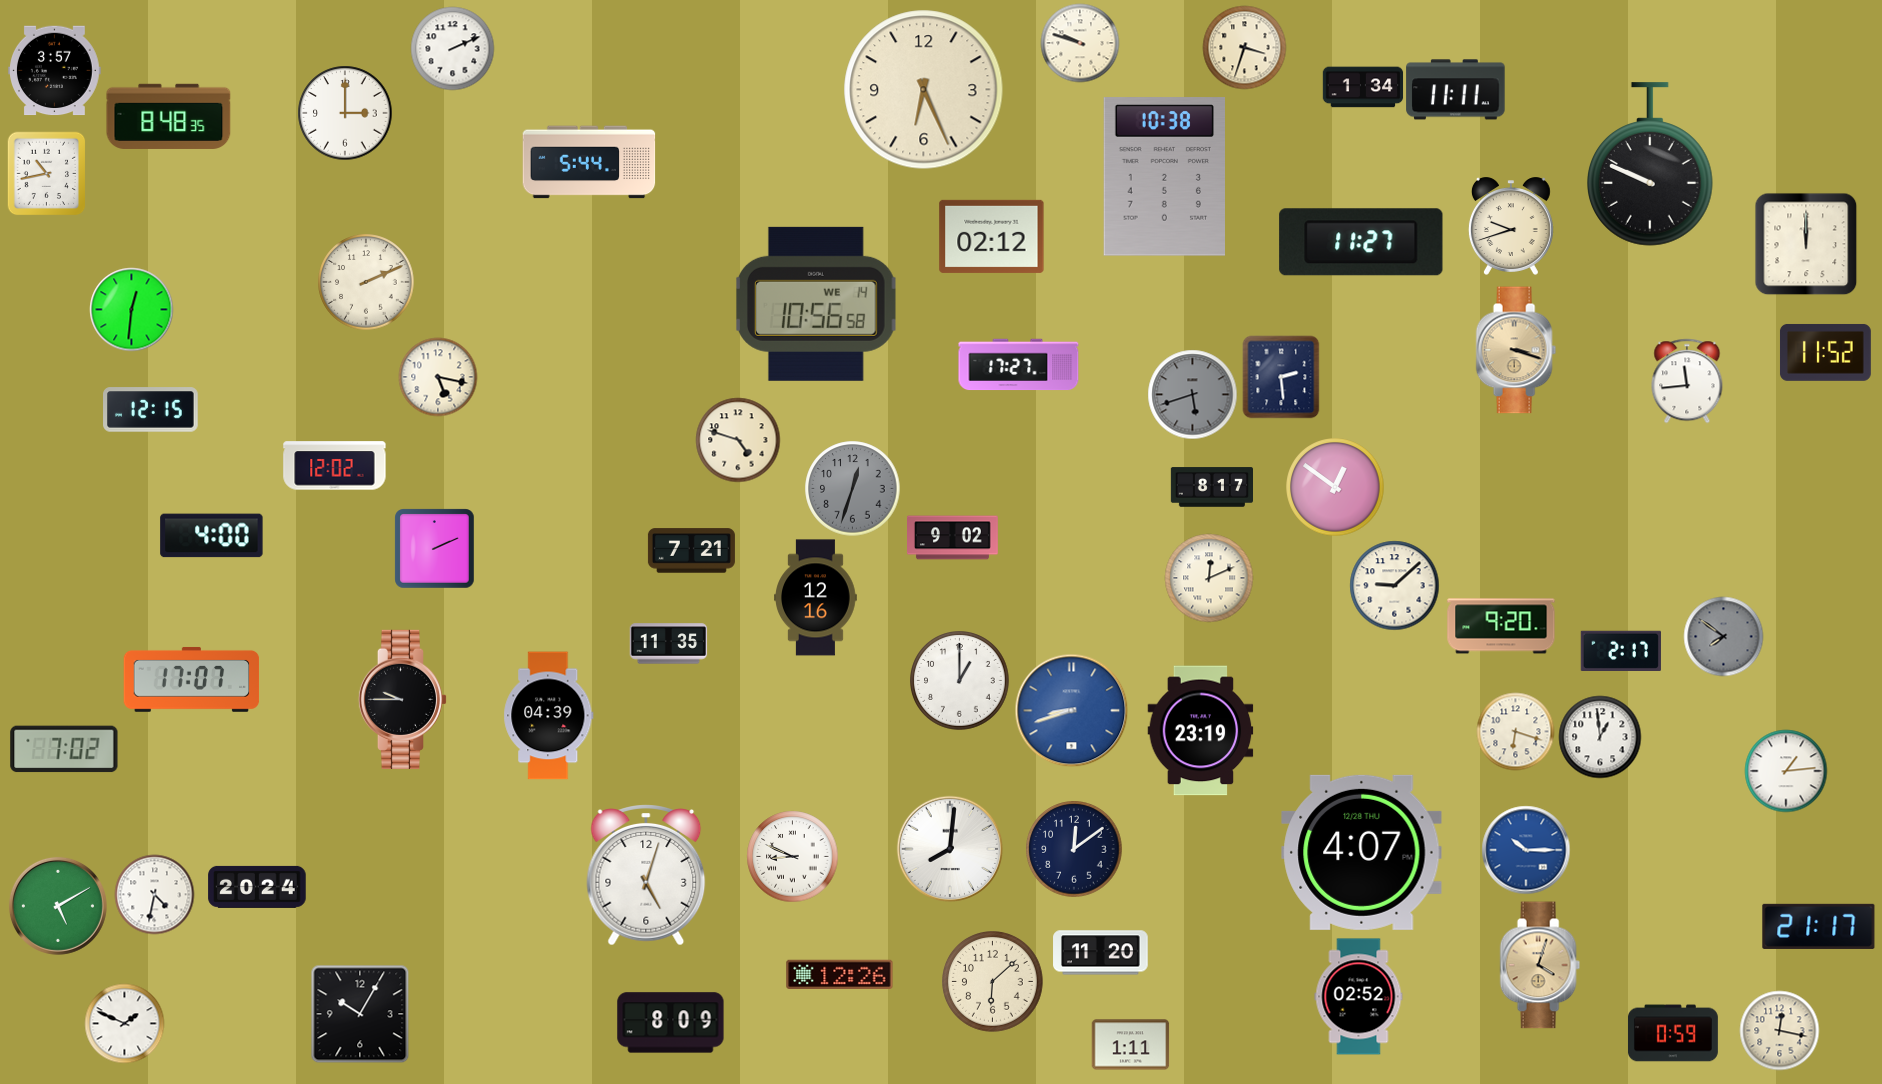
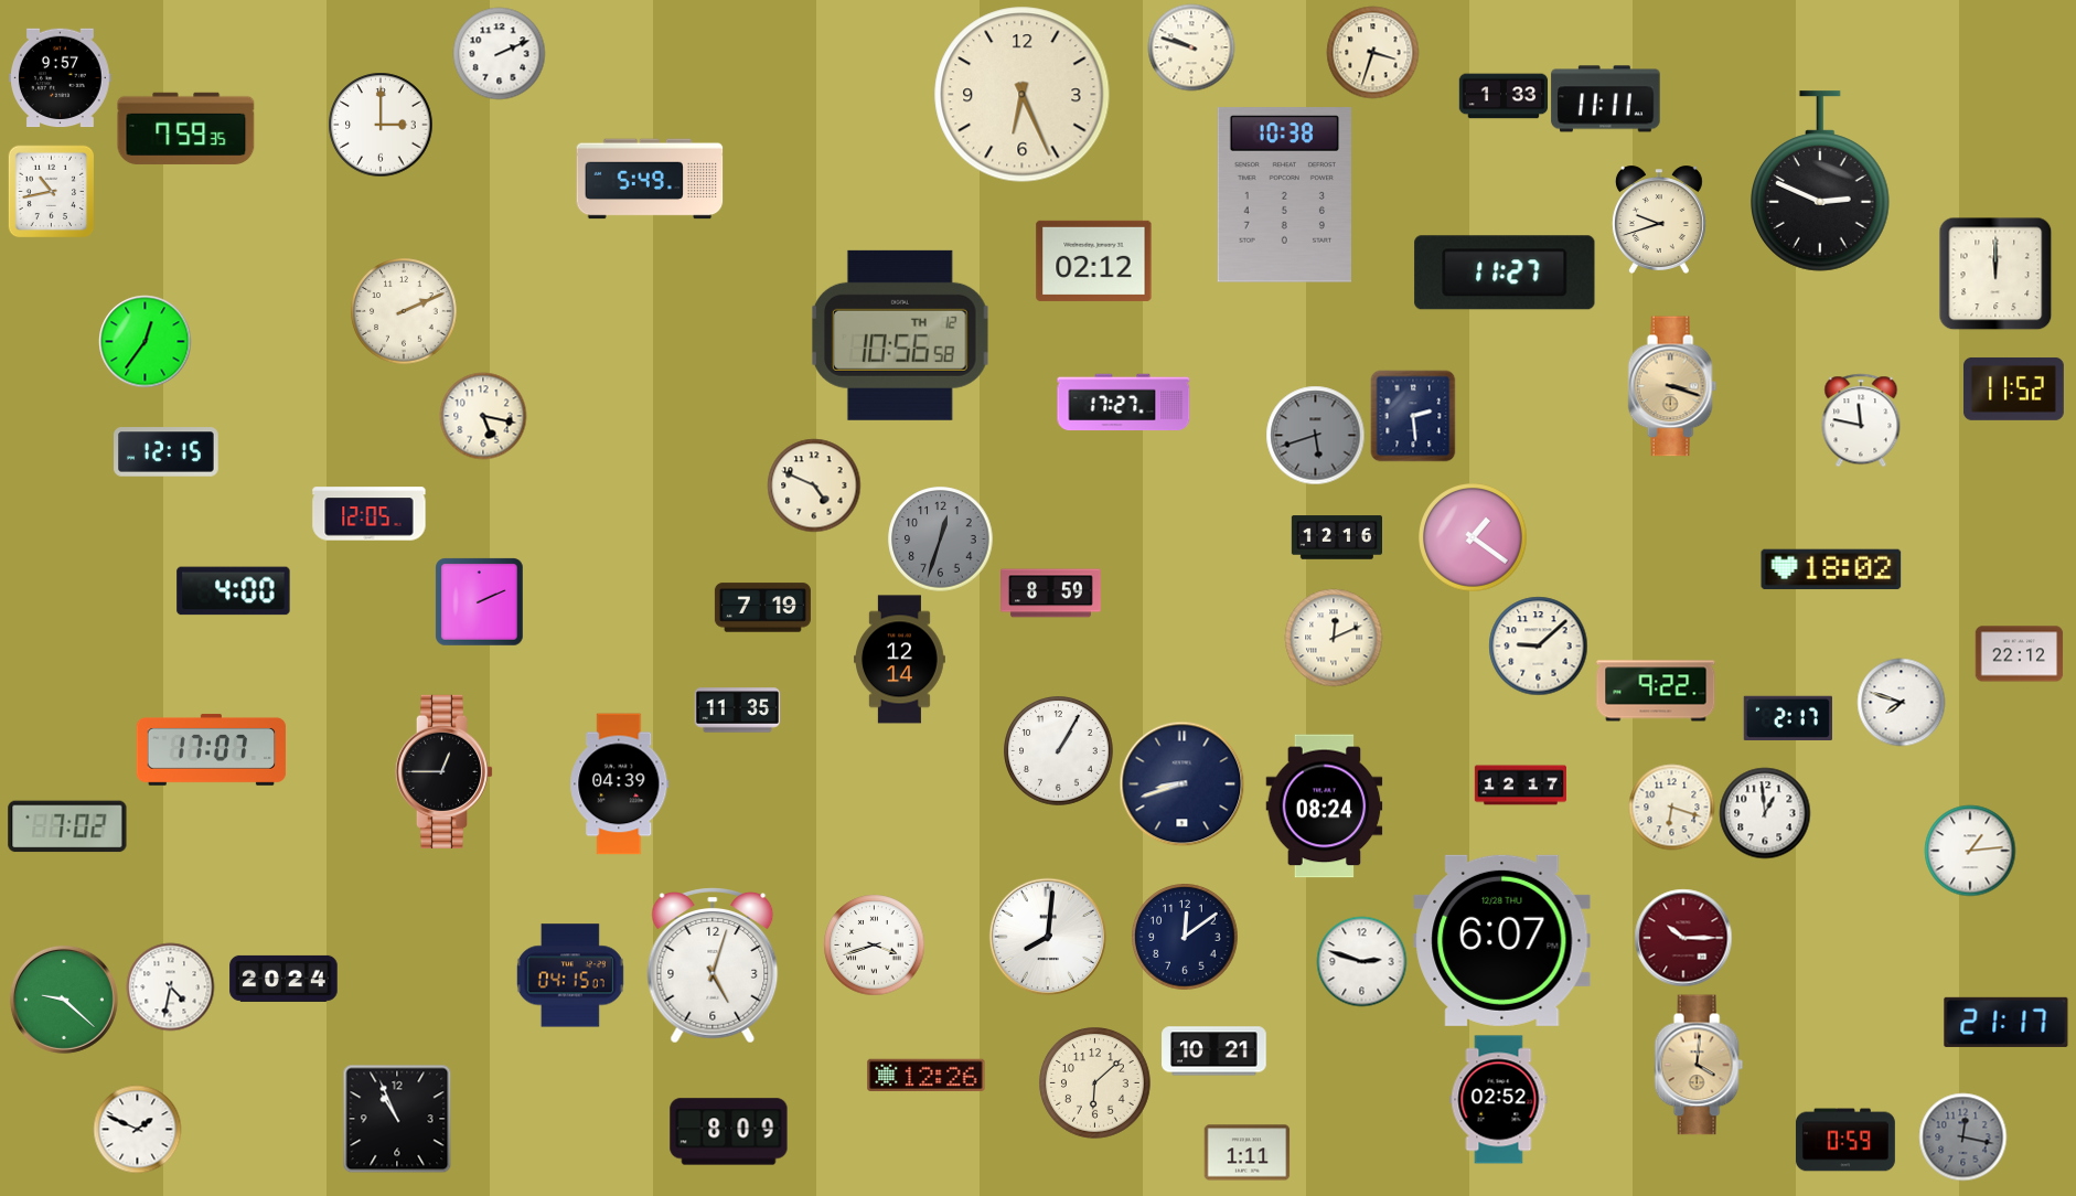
clock at (55, 71): 3:57 -> 9:57
clock at (1363, 87): 1:34 -> 1:33
clock at (924, 90) position: (924, 90) -> (1023, 95)
clock at (169, 116): 8:48 -> 7:59
clock at (589, 162): 5:44 -> 5:49
clock at (1651, 164): 9:49 -> 2:49
clock at (1511, 226) position: (1511, 226) -> (1659, 220)
clock at (1361, 242) position: (1361, 242) -> (1505, 273)
clock at (1806, 244) position: (1806, 244) -> (1995, 274)
clock at (817, 304) date: WE 14 -> TH 12
clock at (131, 309): 12:31 -> 12:36
clock at (1687, 381): 11:44 -> 11:47
clock at (738, 440): 4:48 -> 4:49
clock at (335, 466): 12:02 -> 12:05
clock at (1211, 487): 8:17 -> 12:16
clock at (1335, 487): 12:51 -> 1:21
clock at (1831, 569): none -> 18:02
clock at (953, 538): 9:02 -> 8:59
clock at (434, 548) position: (434, 548) -> (479, 601)
clock at (691, 551): 7:21 -> 7:19
clock at (2019, 654): none -> 22:12
clock at (816, 598): 12:16 -> 12:14
clock at (1501, 626): 9:20 -> 9:22
clock at (1723, 636): 7:51 -> 7:48
clock at (1723, 636) dial: grey -> white
clock at (960, 681): 1:00 -> 1:05
clock at (403, 699): 9:45 -> 12:45
clock at (1071, 710) dial: blue -> navy
clock at (1520, 786): none -> 12:17
clock at (549, 716) position: (549, 716) -> (620, 784)
clock at (1201, 731): 23:19 -> 08:24
clock at (64, 749) position: (64, 749) -> (67, 826)
clock at (1526, 850) dial: blue -> burgundy
clock at (1362, 852): 4:07 -> 6:07
clock at (792, 856): 8:49 -> 3:42
clock at (1361, 961): none -> 2:48
clock at (570, 975): none -> 04:15
clock at (58, 906): 5:10 -> 9:22
clock at (1101, 953): 11:20 -> 10:21
clock at (1540, 965): 4:03 -> 4:01
clock at (360, 1014): 10:05 -> 10:56
clock at (671, 1023) position: (671, 1023) -> (729, 1132)
clock at (1779, 1030) dial: cream -> grey
